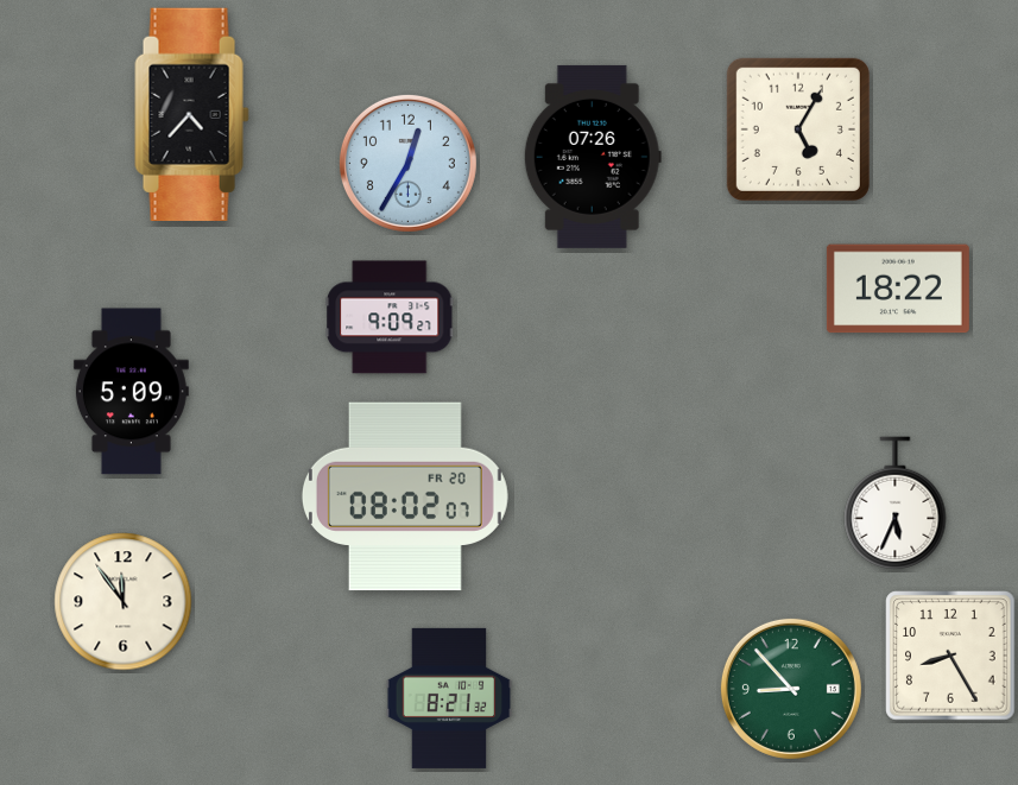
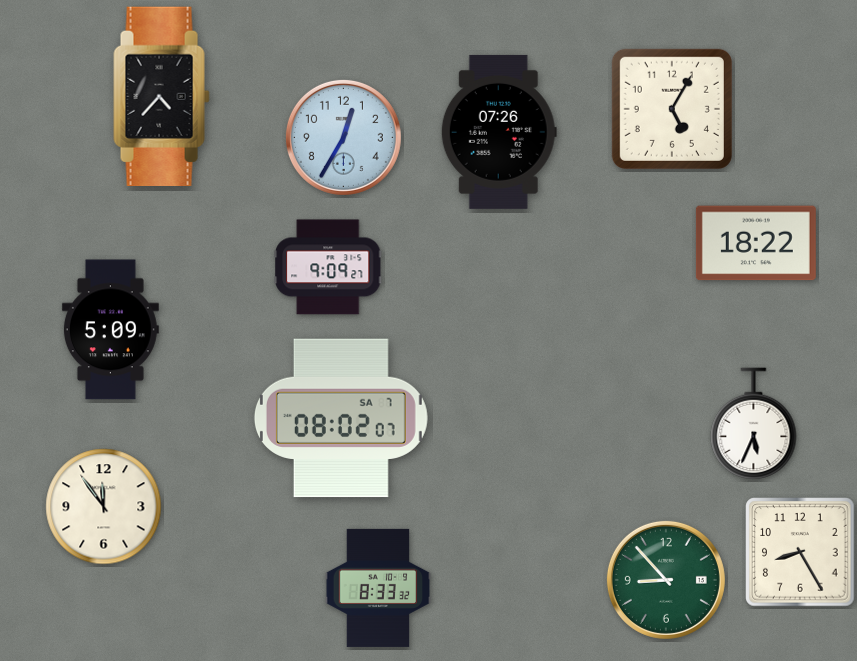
clock at (405, 496) date: FR 20 -> SA 7
clock at (449, 698): 8:21 -> 8:33
